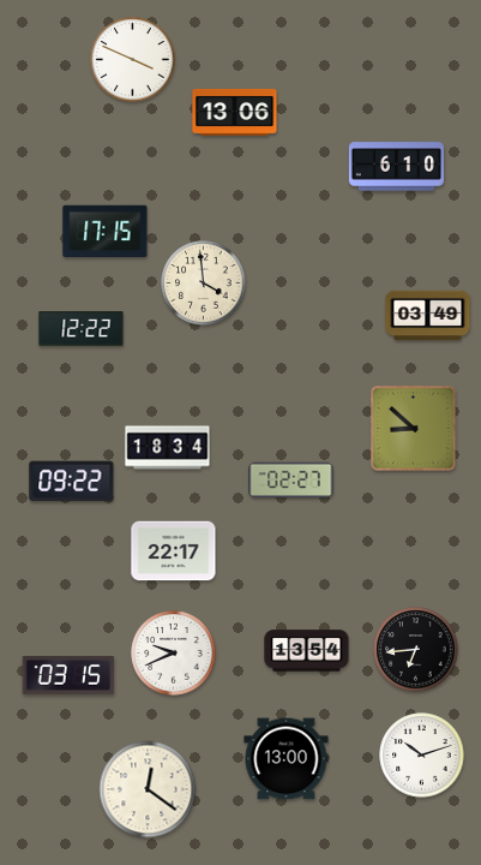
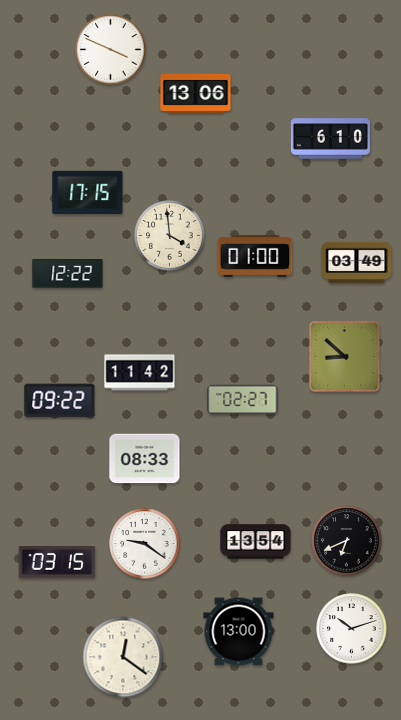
clock at (255, 257): none -> 01:00
clock at (168, 448): 18:34 -> 11:42
clock at (174, 551): 22:17 -> 08:33
clock at (416, 650): 6:44 -> 6:41
clock at (174, 654): 9:41 -> 9:21
